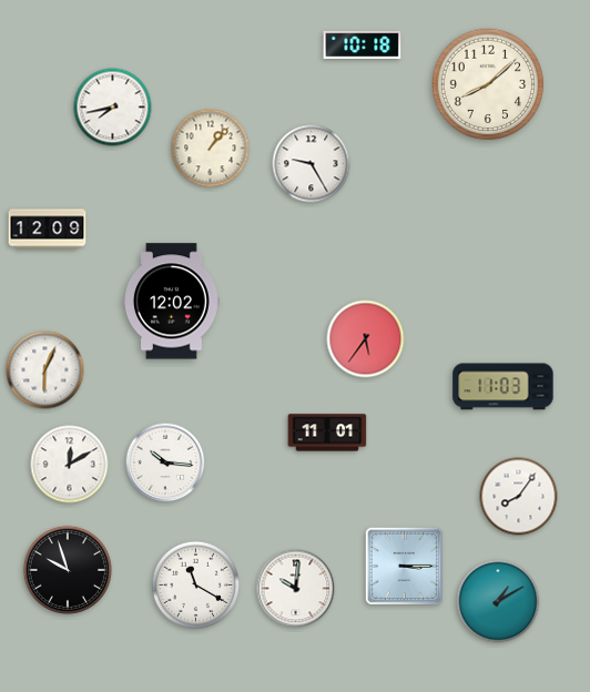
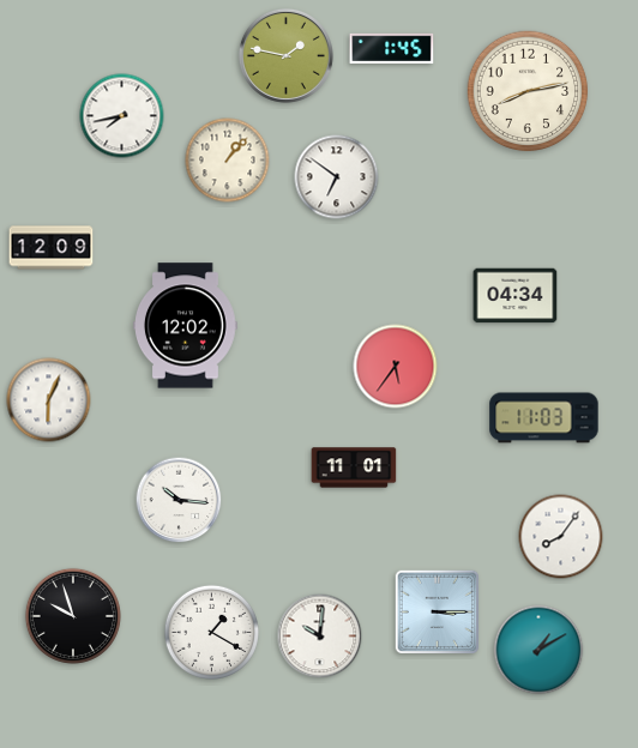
clock at (363, 44): 10:18 -> 1:45
clock at (285, 55): none -> 1:47
clock at (488, 84): 8:08 -> 8:13
clock at (312, 164): 9:25 -> 6:51
clock at (516, 296): none -> 04:34
clock at (70, 465): 12:10 -> none
clock at (195, 584): 11:20 -> 1:20
